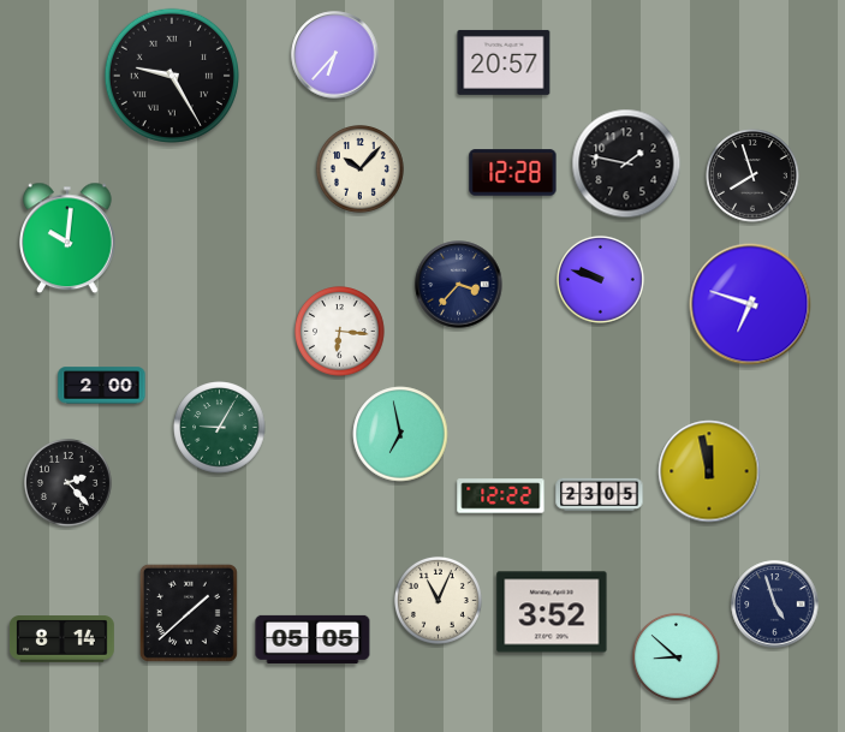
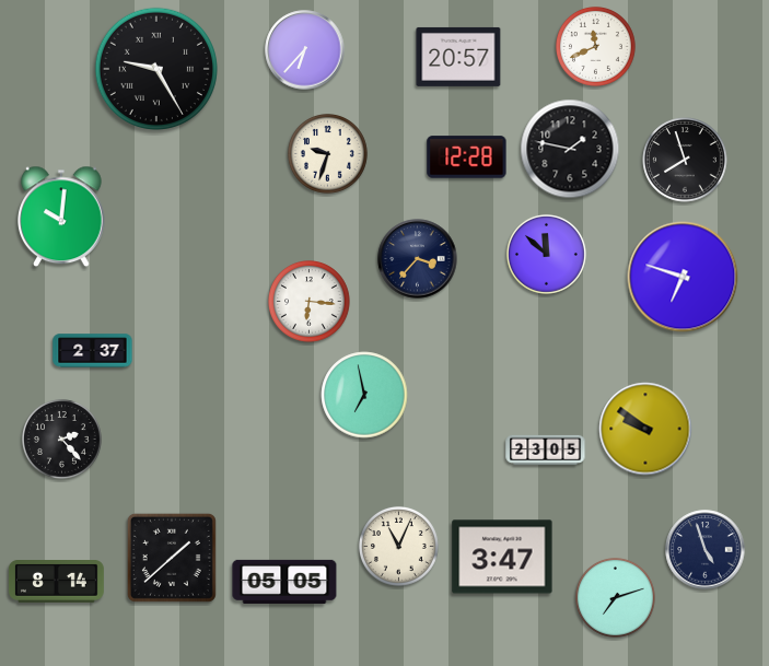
clock at (595, 46): none -> 11:41
clock at (359, 168): 10:07 -> 9:33
clock at (600, 279): 9:48 -> 11:52
clock at (102, 386): 2:00 -> 2:37
clock at (220, 428): 9:05 -> none
clock at (709, 471): 11:58 -> 9:51
clock at (501, 496): 12:22 -> none
clock at (552, 612): 3:52 -> 3:47
clock at (676, 656): 8:52 -> 7:12
